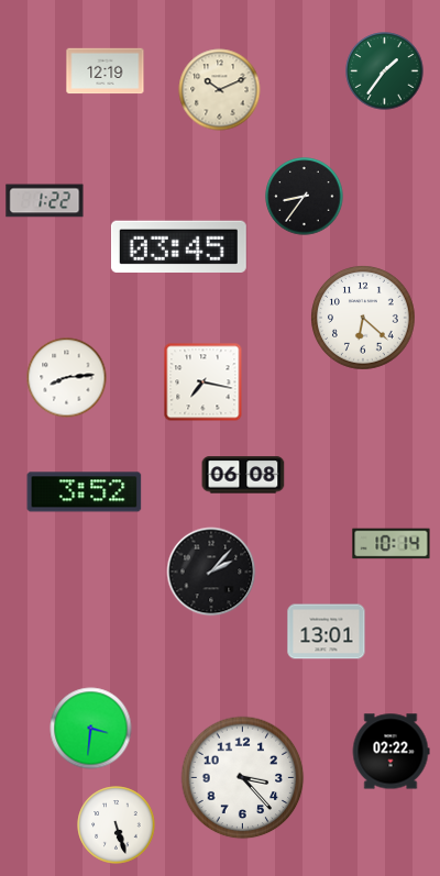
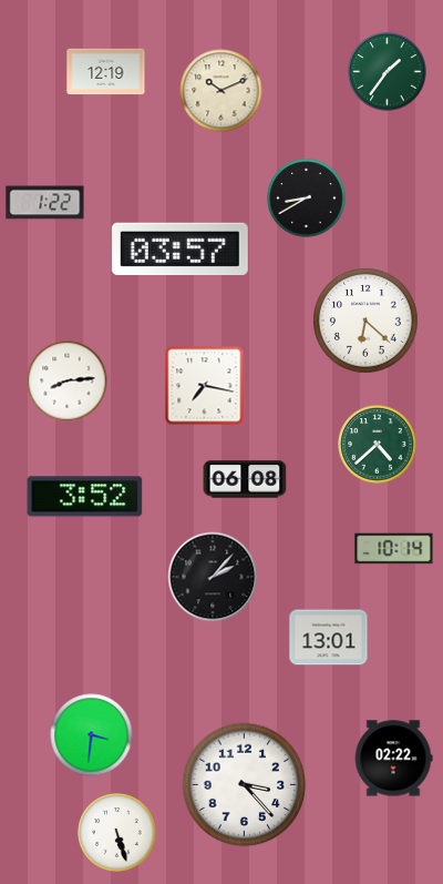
clock at (305, 197): 8:36 -> 8:40
clock at (178, 246): 03:45 -> 03:57
clock at (378, 445): none -> 4:38
